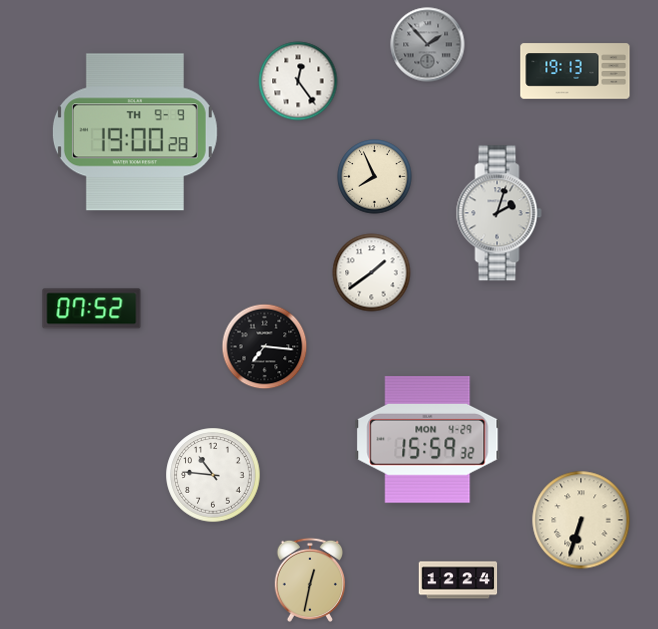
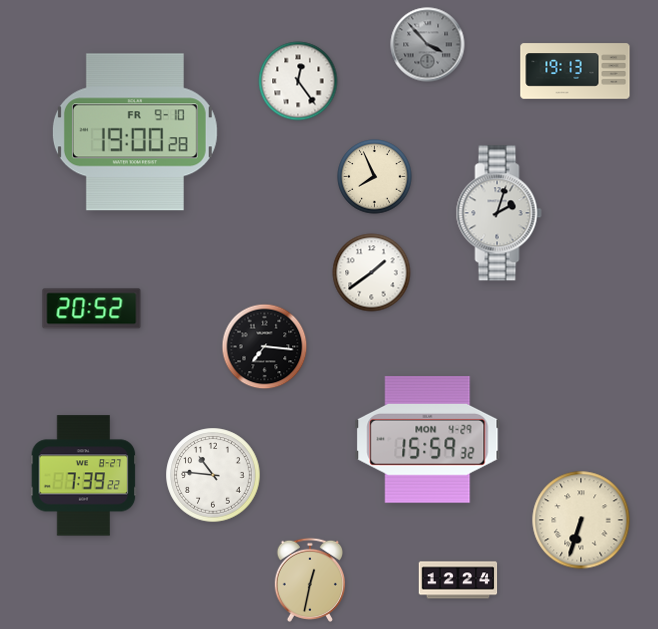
clock at (428, 45): 1:53 -> 3:53
clock at (135, 132) date: TH 9-9 -> FR 9-10
clock at (92, 309): 07:52 -> 20:52
clock at (84, 476): none -> 7:39
